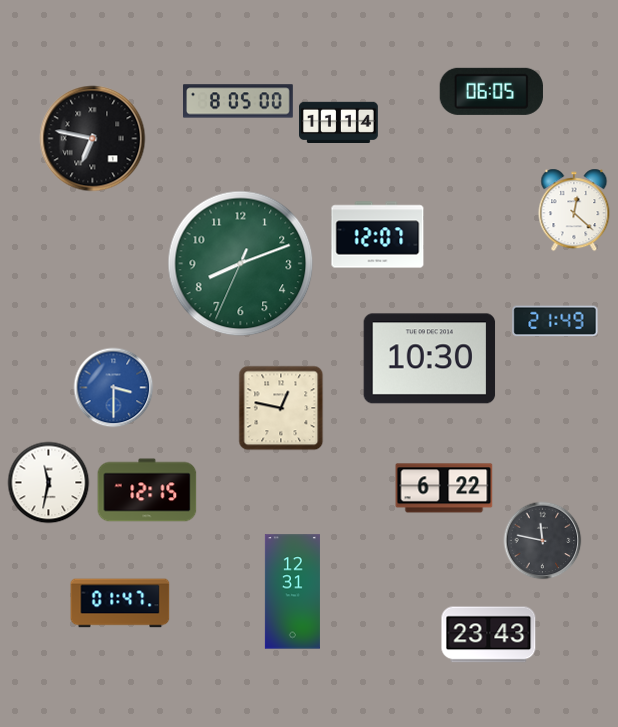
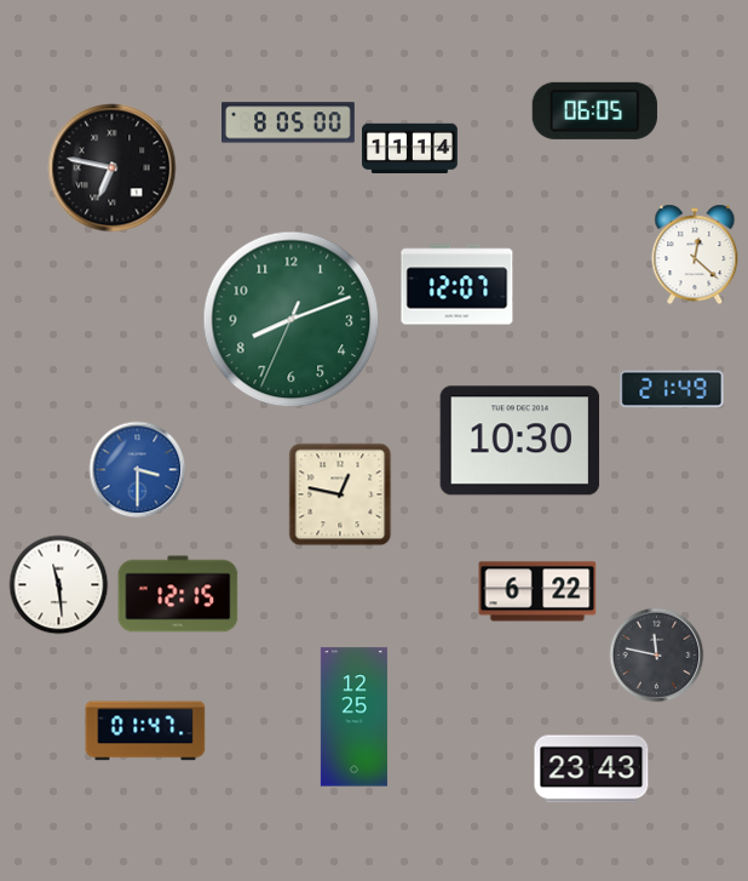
clock at (430, 359) position: (430, 359) -> (520, 441)
clock at (49, 483): 11:32 -> 11:29
clock at (292, 592): 12:31 -> 12:25
